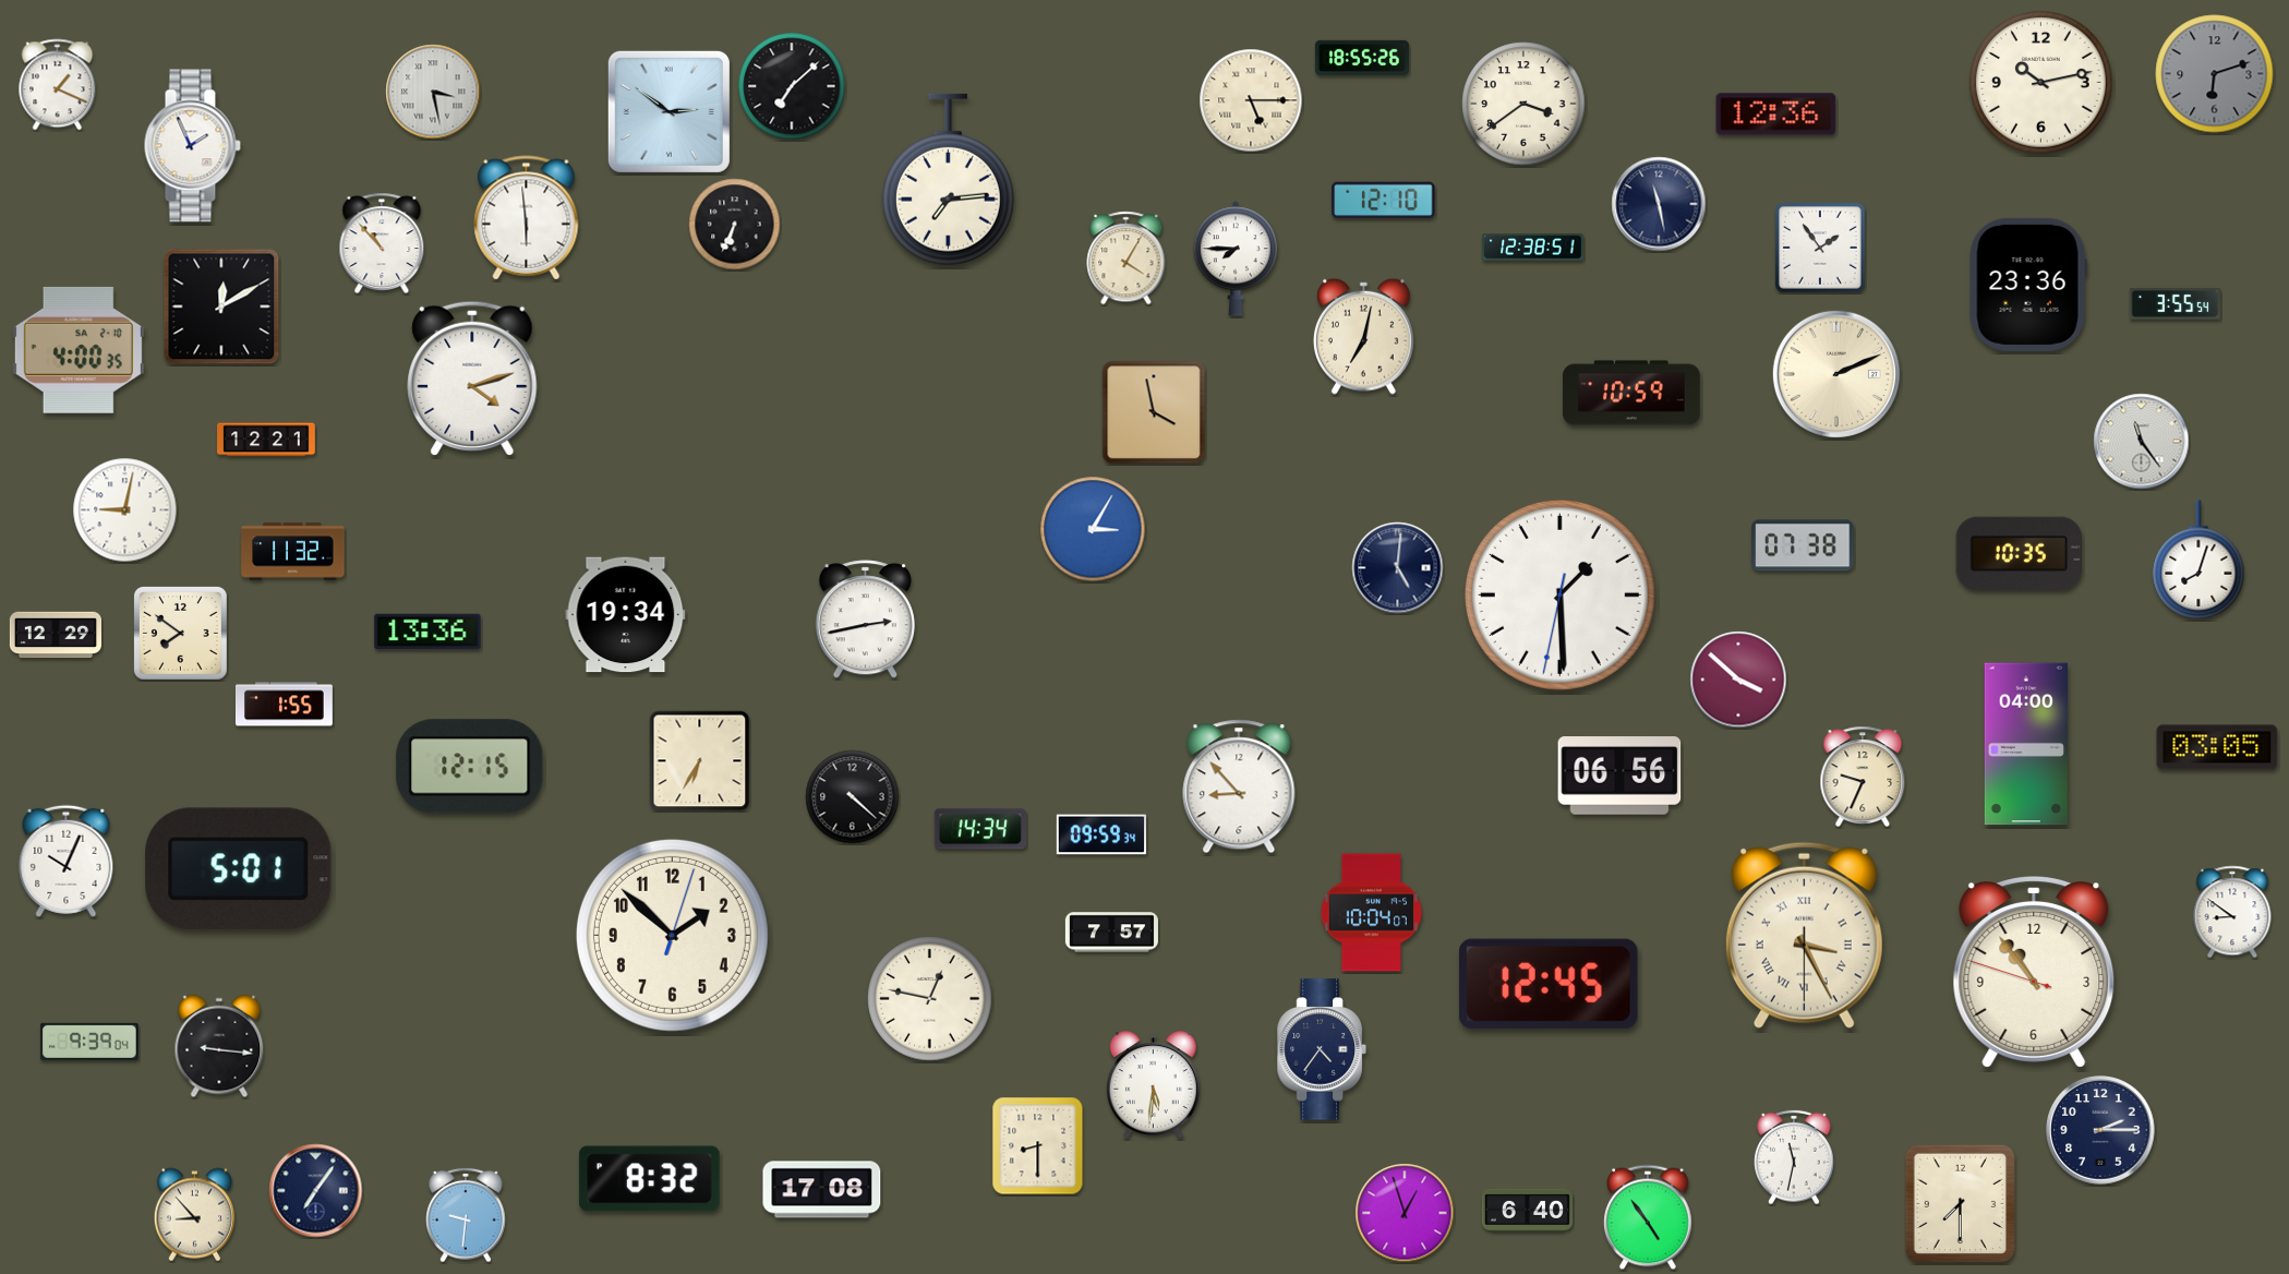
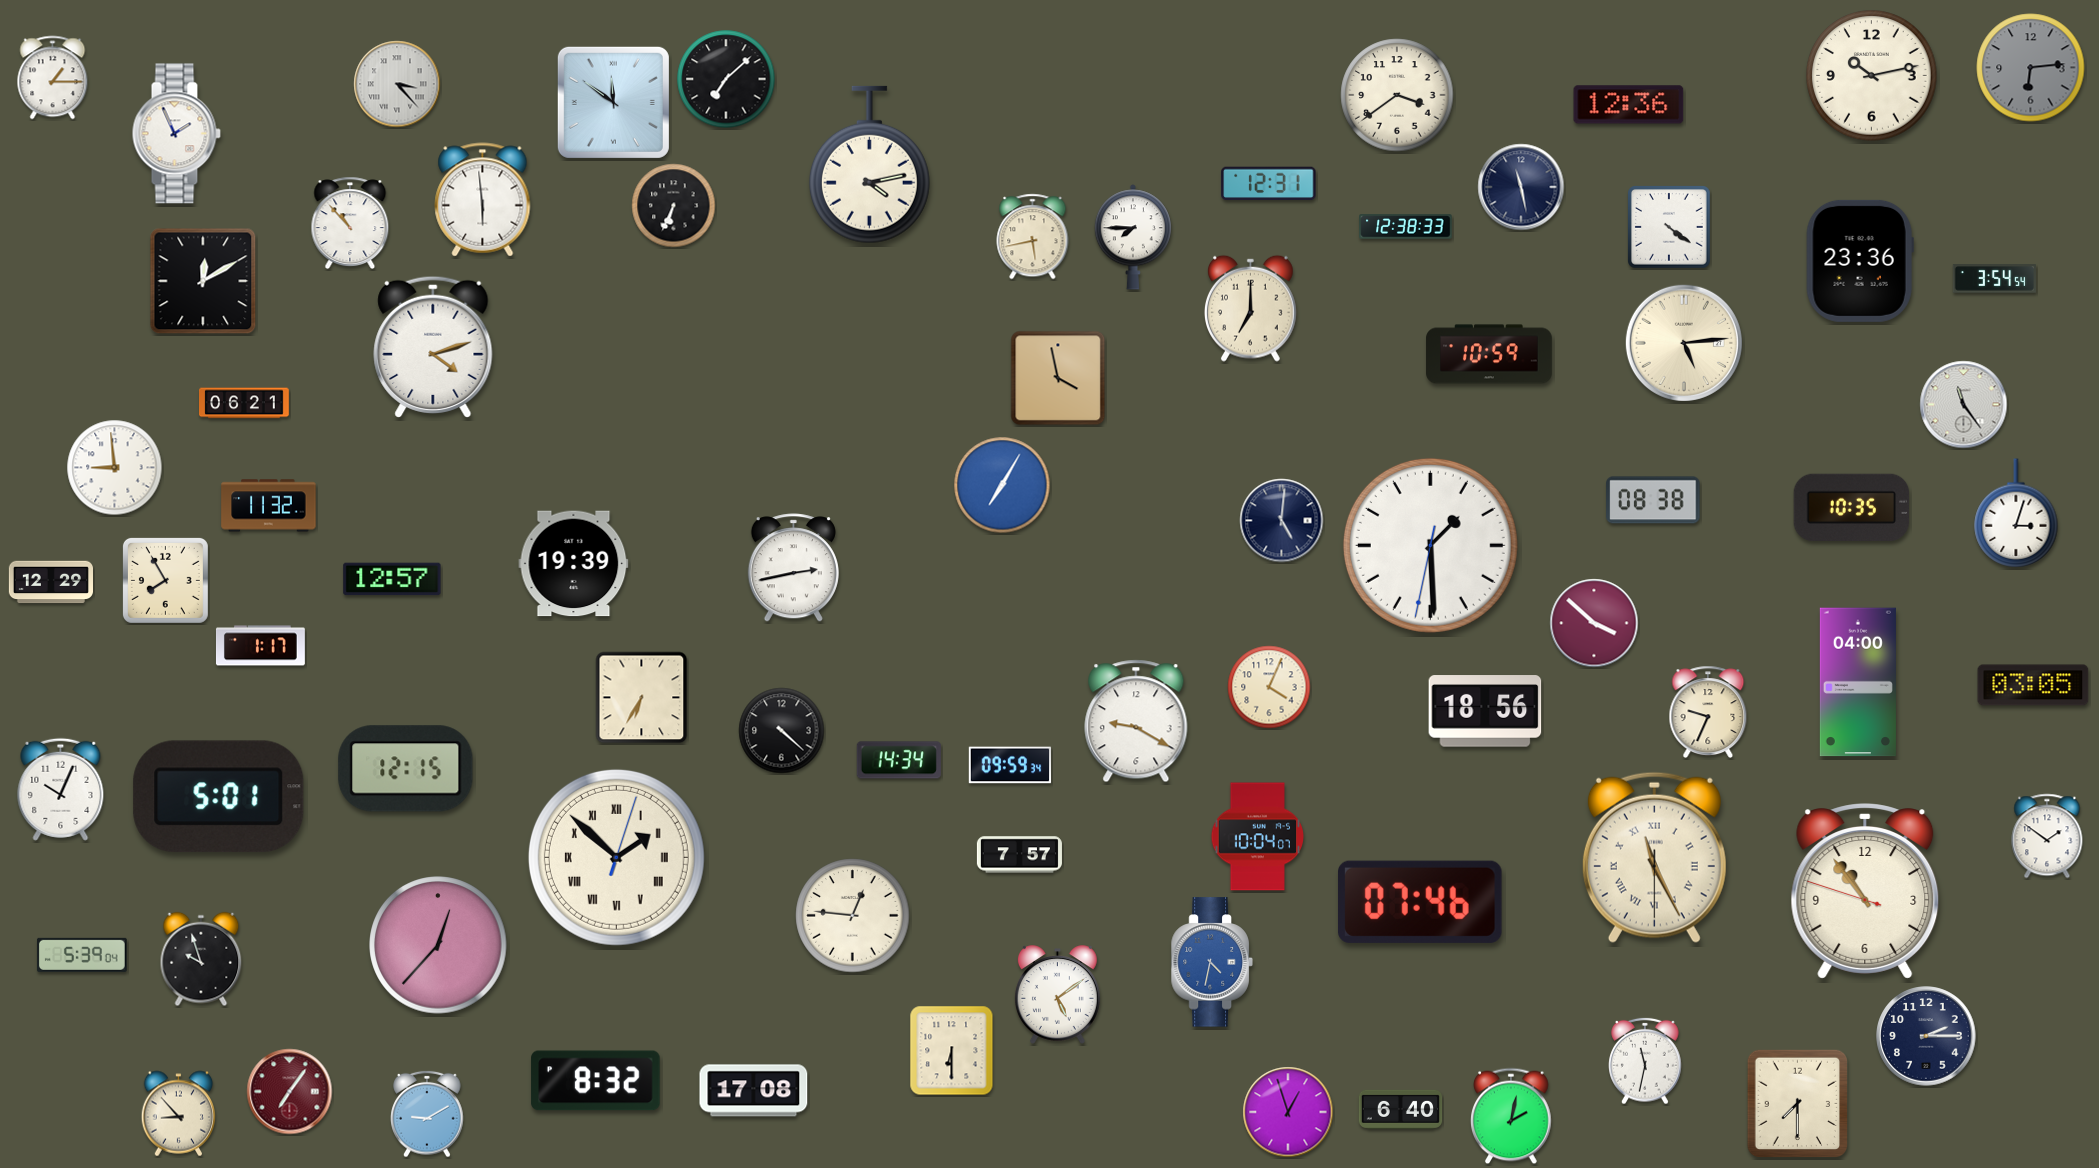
clock at (1362, 58): 18:55 -> none
clock at (2215, 74): 6:12 -> 6:14
clock at (58, 85): 1:19 -> 1:15
clock at (433, 92): 3:28 -> 3:23
clock at (1251, 100): 5:15 -> none
clock at (668, 111): 2:51 -> 11:51
clock at (948, 180): 7:14 -> 4:13
clock at (1384, 201): 12:10 -> 12:31
clock at (1533, 248): 12:38:51 -> 12:38:33
clock at (1820, 248): 1:54 -> 4:21
clock at (1127, 259): 4:05 -> 5:43
clock at (2174, 304): 3:55 -> 3:54
clock at (1363, 336): 7:02 -> 7:00
clock at (79, 350): 4:00 -> none
clock at (1836, 374): 2:11 -> 5:14
clock at (1631, 393) position: (1631, 393) -> (1489, 354)
clock at (267, 440): 12:21 -> 06:21
clock at (125, 510): 9:02 -> 8:59
clock at (1093, 529): 3:05 -> 7:05
clock at (1803, 545): 07:38 -> 08:38
clock at (2198, 560): 8:03 -> 3:03
clock at (626, 615): 19:34 -> 19:39
clock at (427, 632): 13:36 -> 12:57
clock at (180, 633): 7:51 -> 7:55
clock at (284, 705): 1:55 -> 1:17
clock at (1269, 687): none -> 4:04
clock at (470, 767) position: (470, 767) -> (406, 769)
clock at (1619, 776): 06:56 -> 18:56
clock at (1239, 786): 8:53 -> 9:20
clock at (2232, 912): 8:51 -> 1:51
clock at (672, 935) numerals: Arabic -> Roman
clock at (1804, 935): 3:25 -> 11:25
clock at (1550, 984): 12:45 -> 07:46
clock at (930, 999): 12:47 -> 12:46
clock at (438, 945): none -> 12:37
clock at (89, 1042): 9:39 -> 5:39
clock at (219, 1046): 9:16 -> 9:57
clock at (1322, 1049): 4:36 -> 4:32
clock at (1322, 1049) dial: navy -> blue
clock at (1153, 1085): 5:31 -> 5:09
clock at (1038, 1146): 8:30 -> 6:30
clock at (316, 1191) dial: navy -> burgundy
clock at (466, 1215): 9:31 -> 9:10
clock at (1649, 1217): 4:54 -> 2:02
